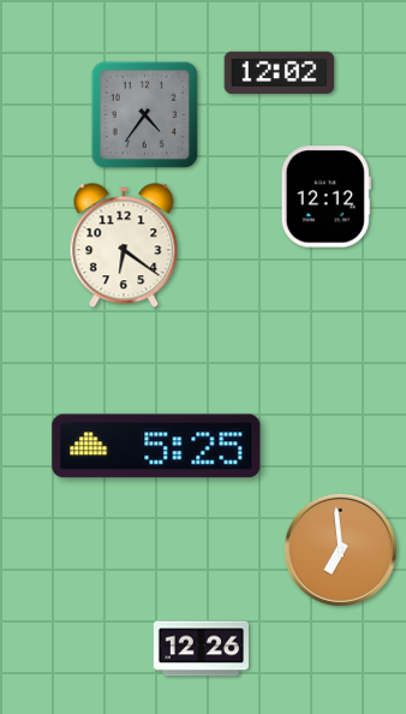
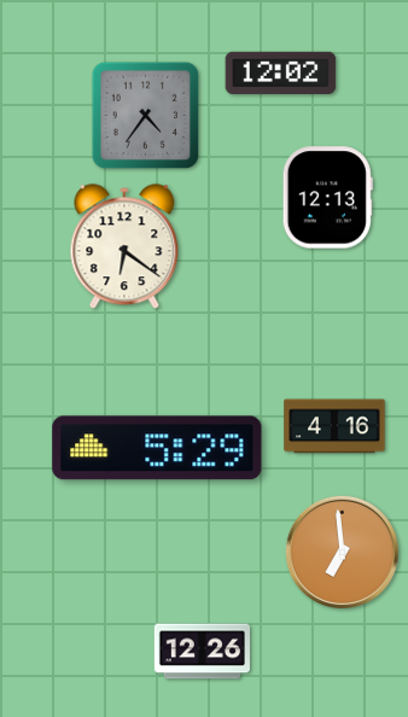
clock at (326, 197): 12:12 -> 12:13
clock at (334, 426): none -> 4:16
clock at (156, 446): 5:25 -> 5:29
